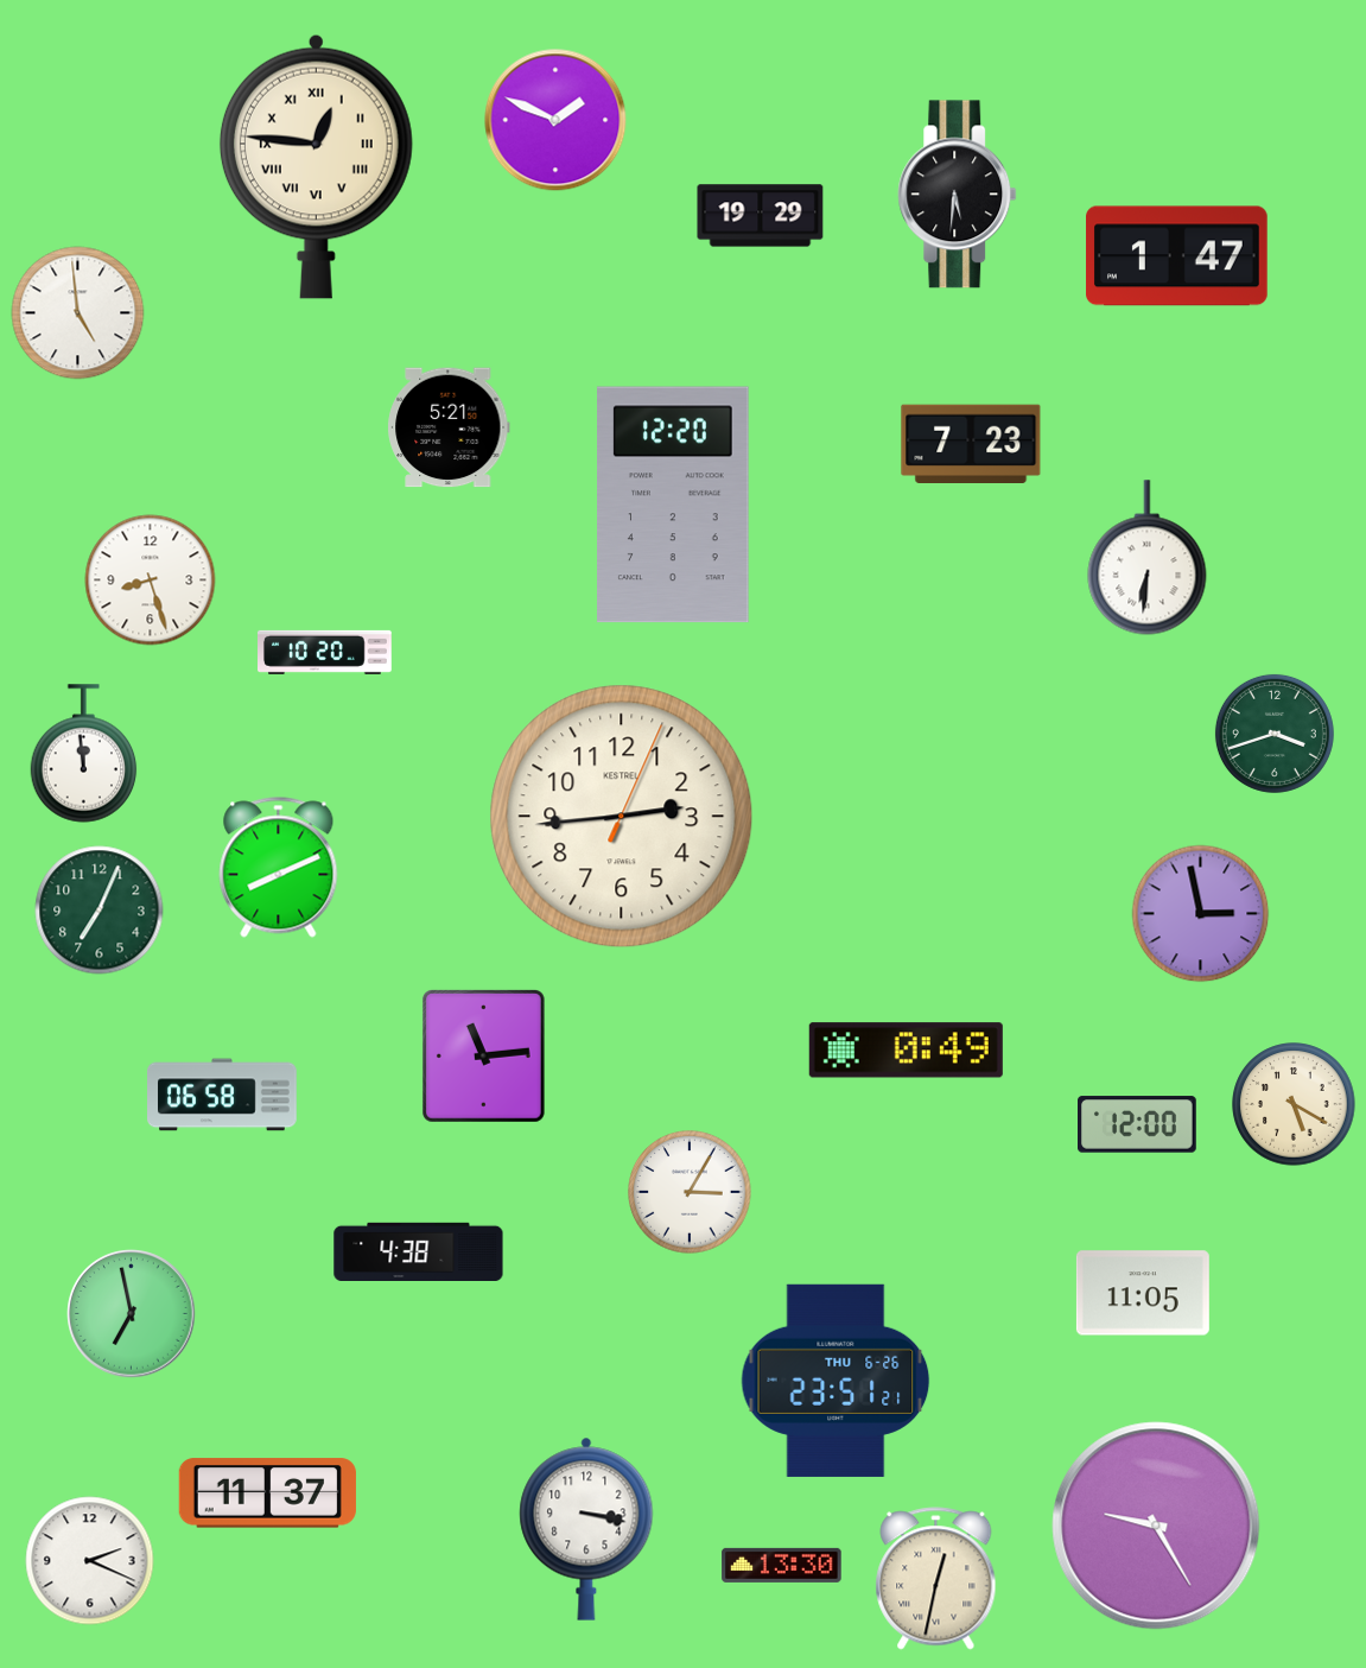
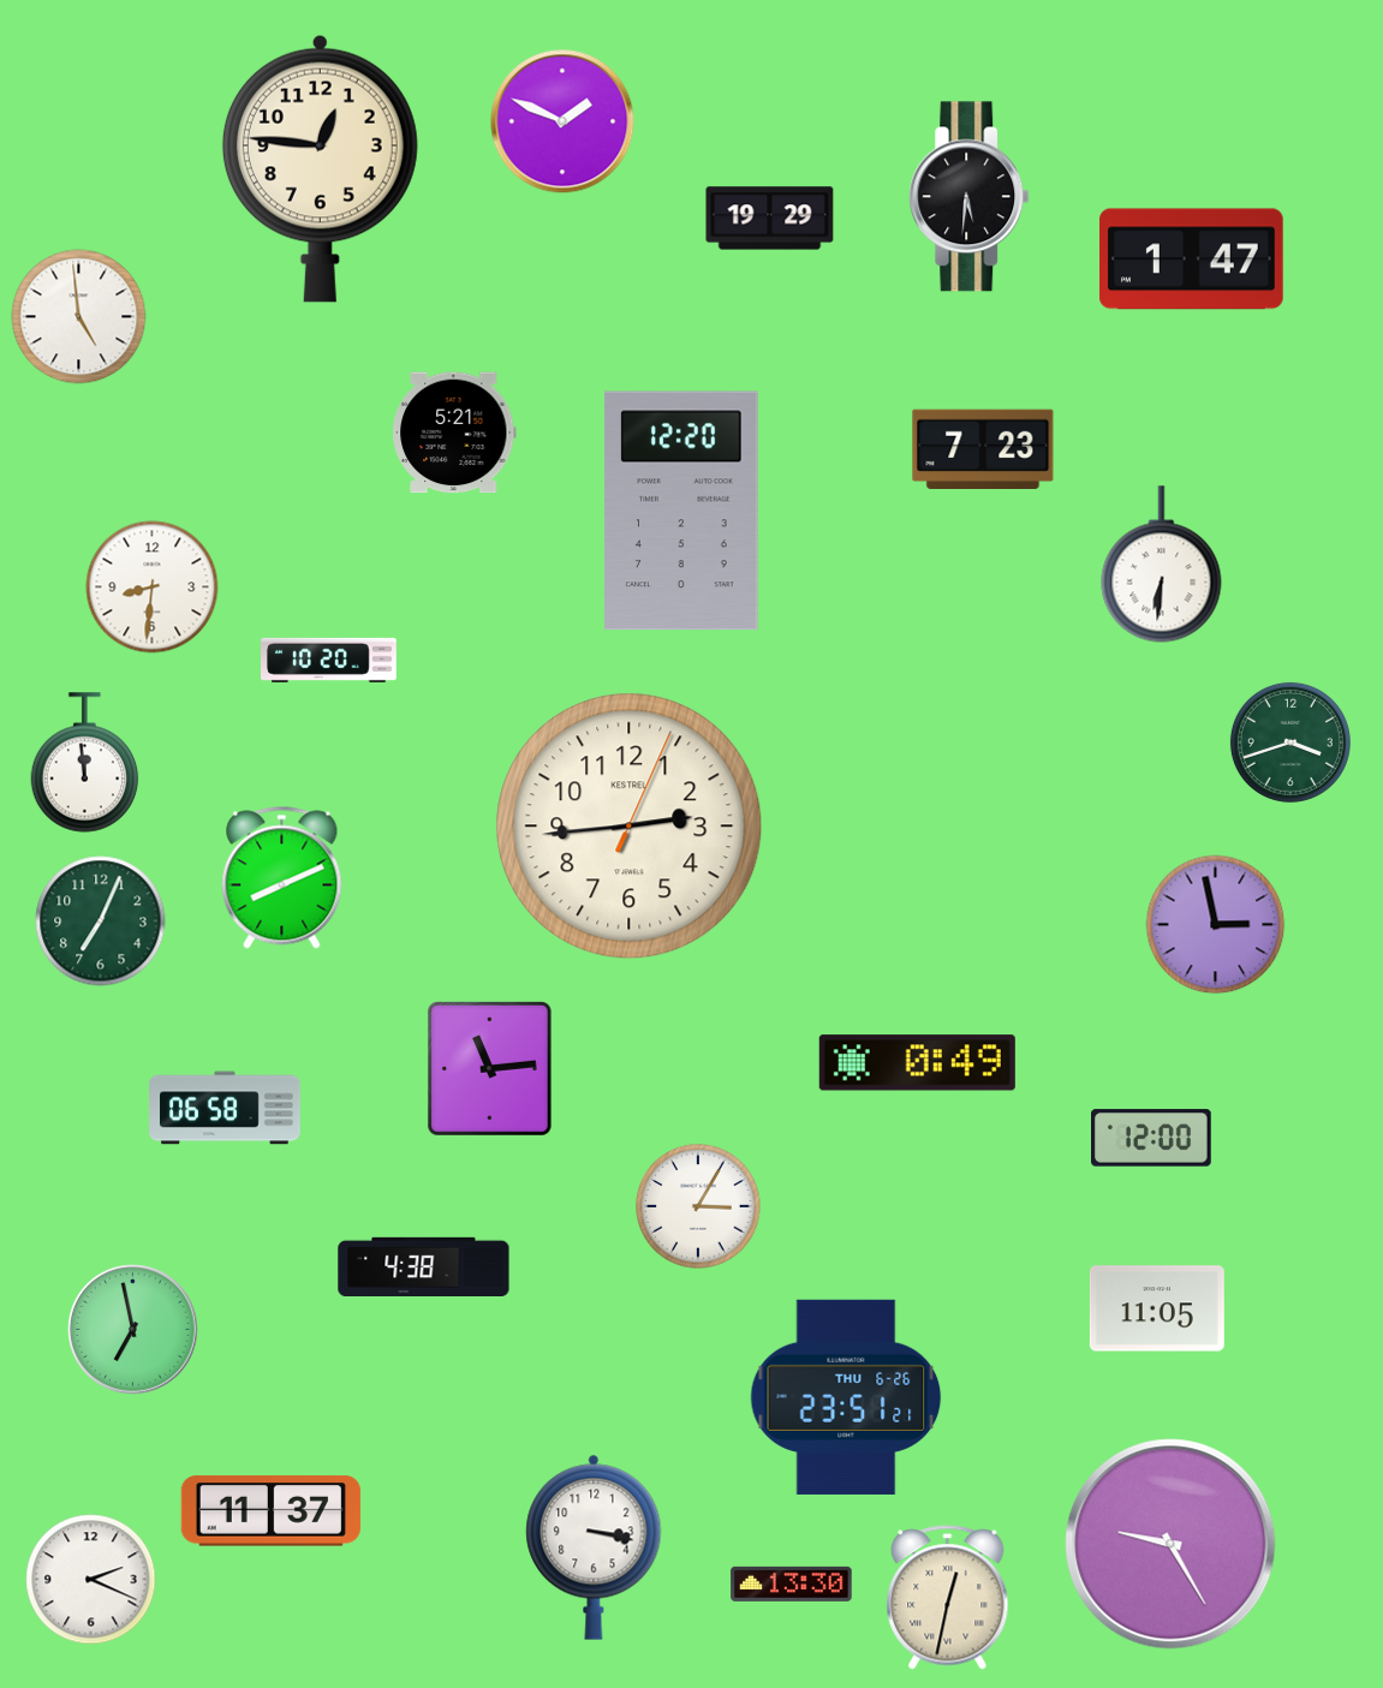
clock at (316, 166) numerals: Roman -> Arabic
clock at (151, 581): 8:27 -> 8:31
clock at (1294, 1104): 5:20 -> none
